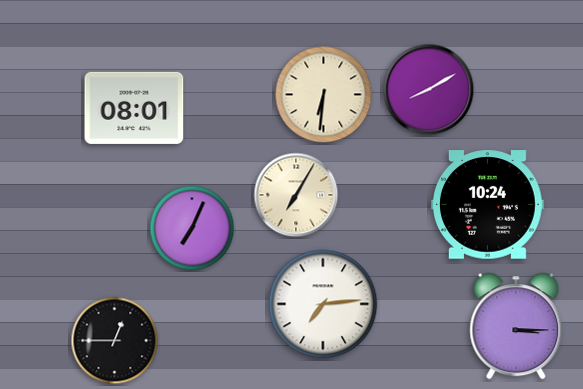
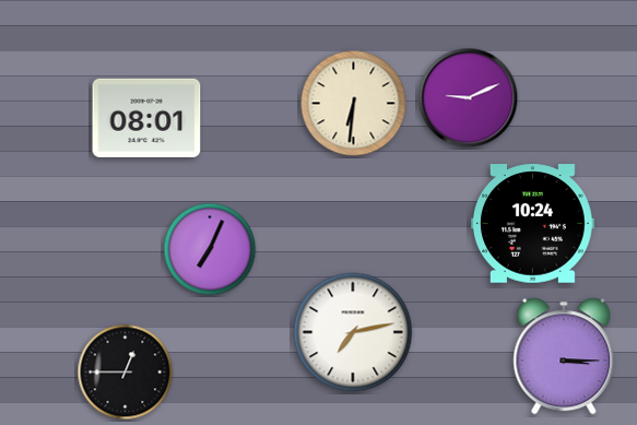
clock at (429, 90): 8:10 -> 9:11
clock at (296, 195): 7:05 -> none
clock at (323, 304): 7:14 -> 7:13
